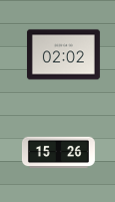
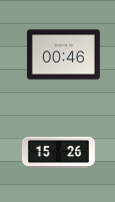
clock at (63, 55): 02:02 -> 00:46
